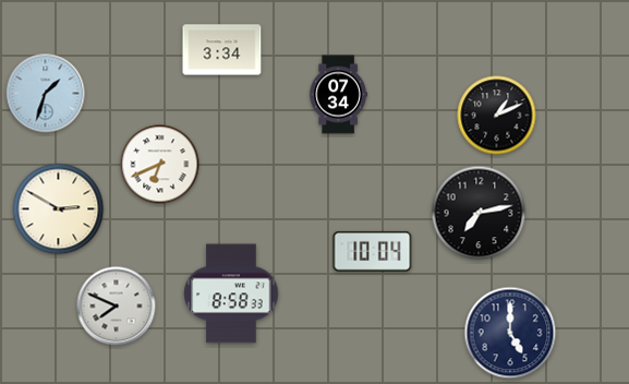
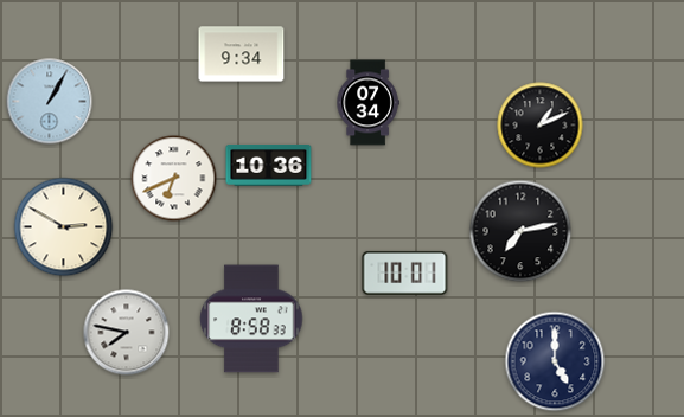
clock at (222, 50): 3:34 -> 9:34
clock at (46, 94): 1:33 -> 1:05
clock at (269, 166): none -> 10:36
clock at (373, 251): 10:04 -> 10:01
clock at (117, 307): 7:49 -> 7:47
